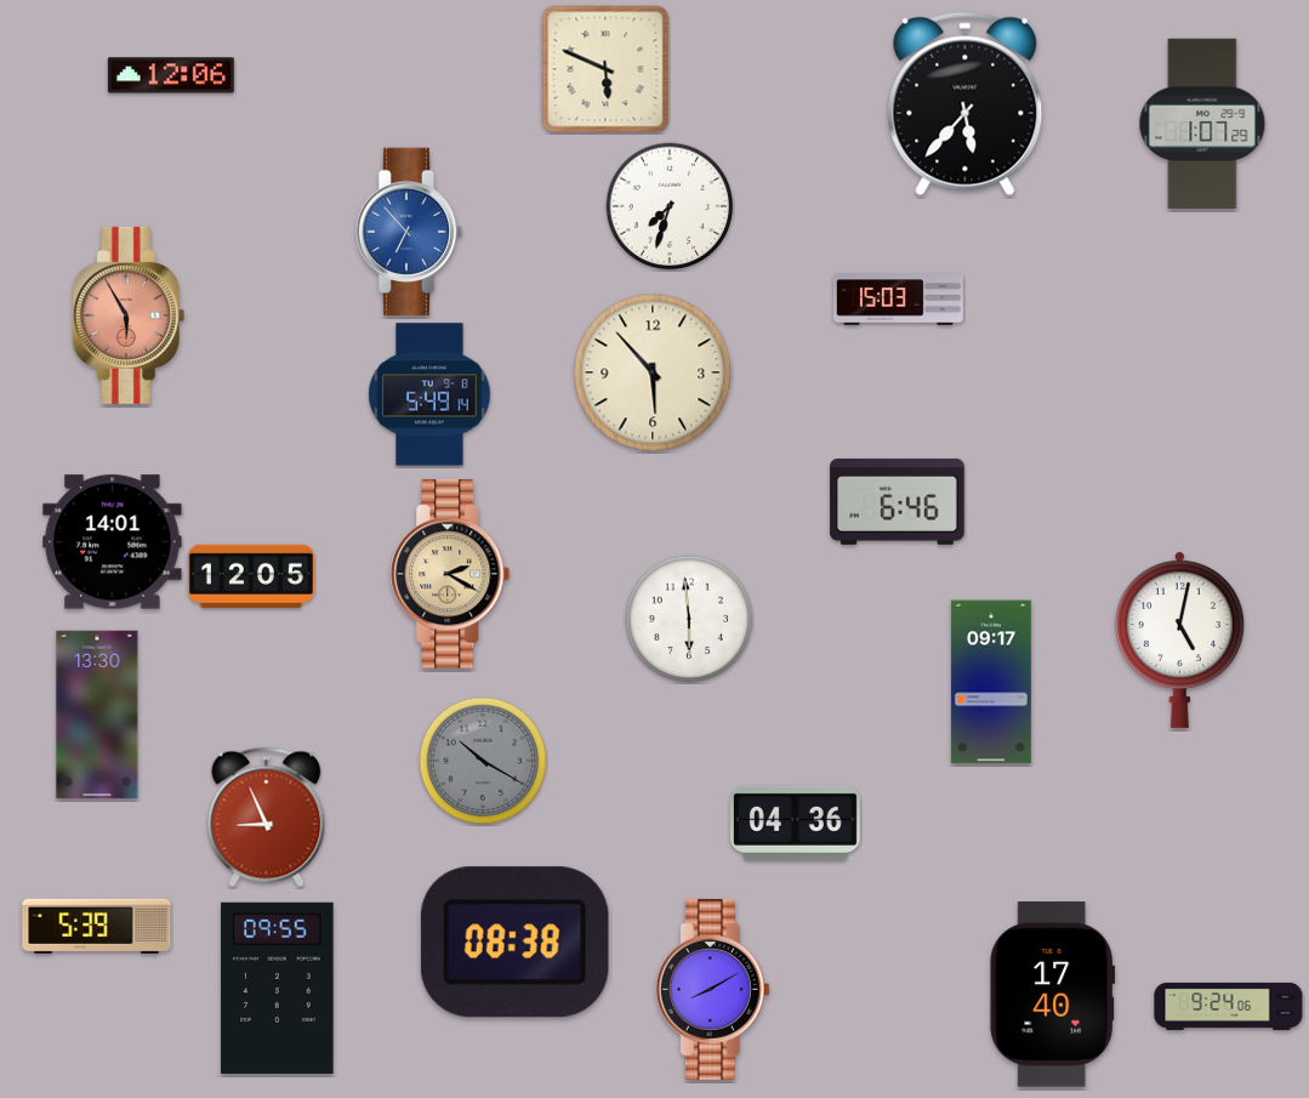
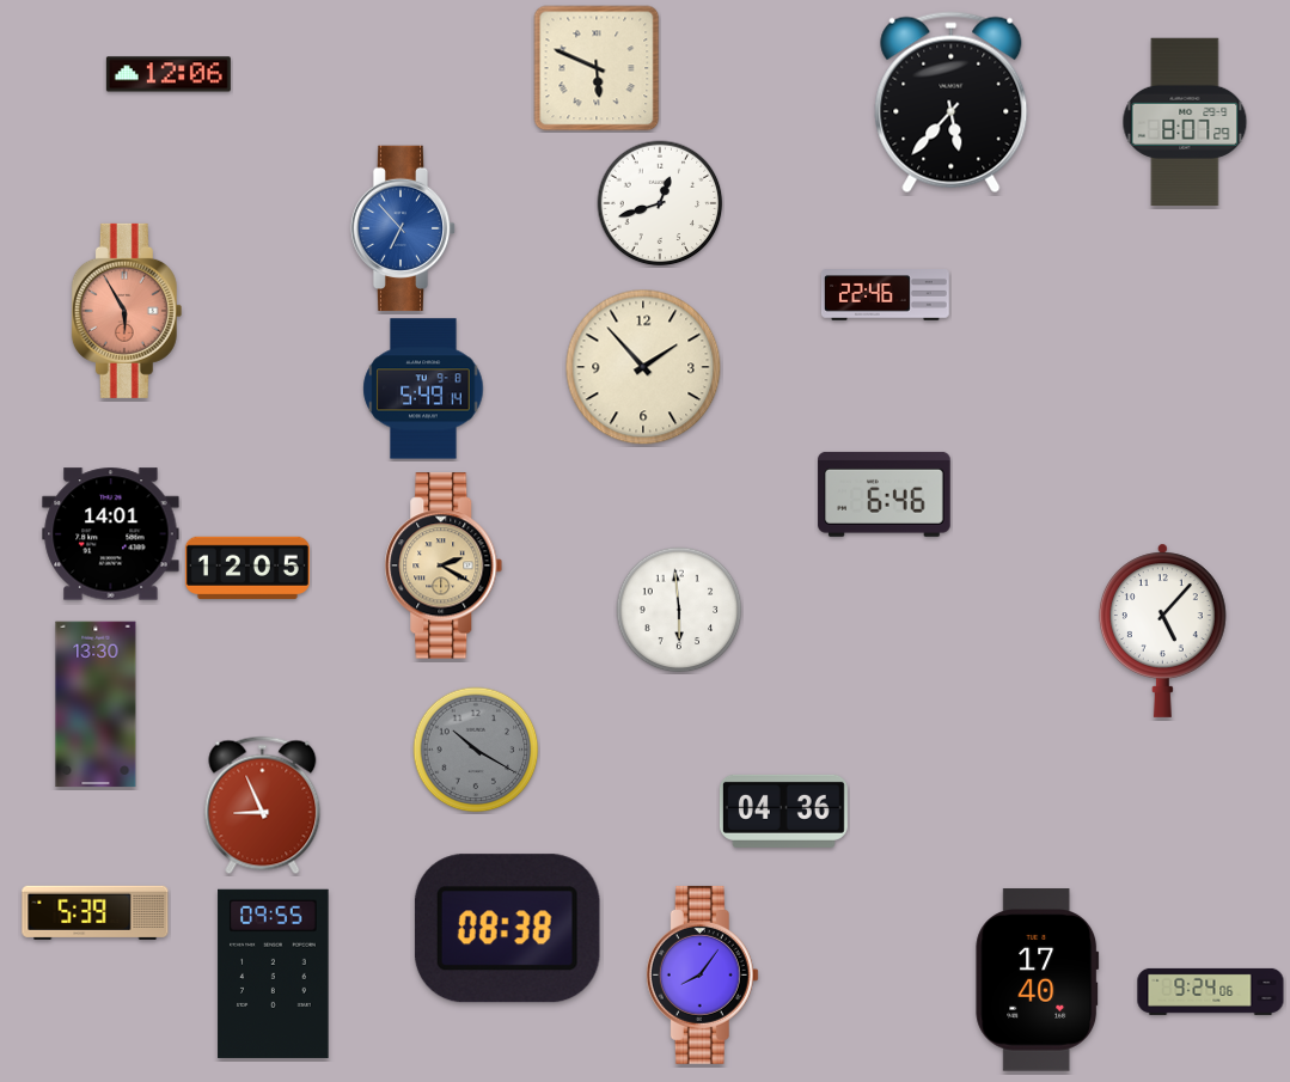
clock at (1202, 123): 1:07 -> 8:07
clock at (670, 206): 7:33 -> 12:42
clock at (898, 300): 15:03 -> 22:46
clock at (653, 372): 5:53 -> 1:53
clock at (1179, 639): 5:02 -> 5:07
clock at (991, 682): 09:17 -> none
clock at (712, 989): 8:10 -> 8:06
